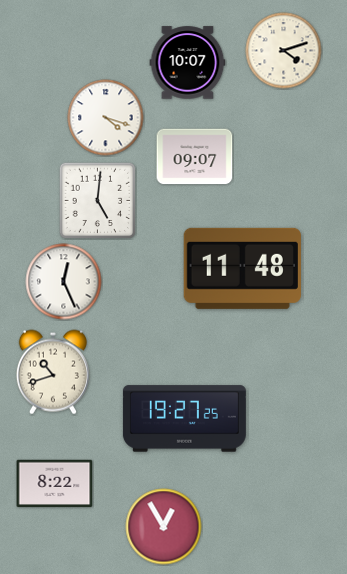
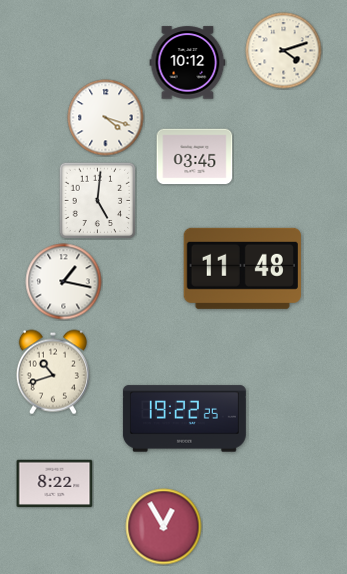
clock at (188, 63): 10:07 -> 10:12
clock at (195, 157): 09:07 -> 03:45
clock at (64, 282): 12:26 -> 1:17
clock at (184, 419): 19:27 -> 19:22
